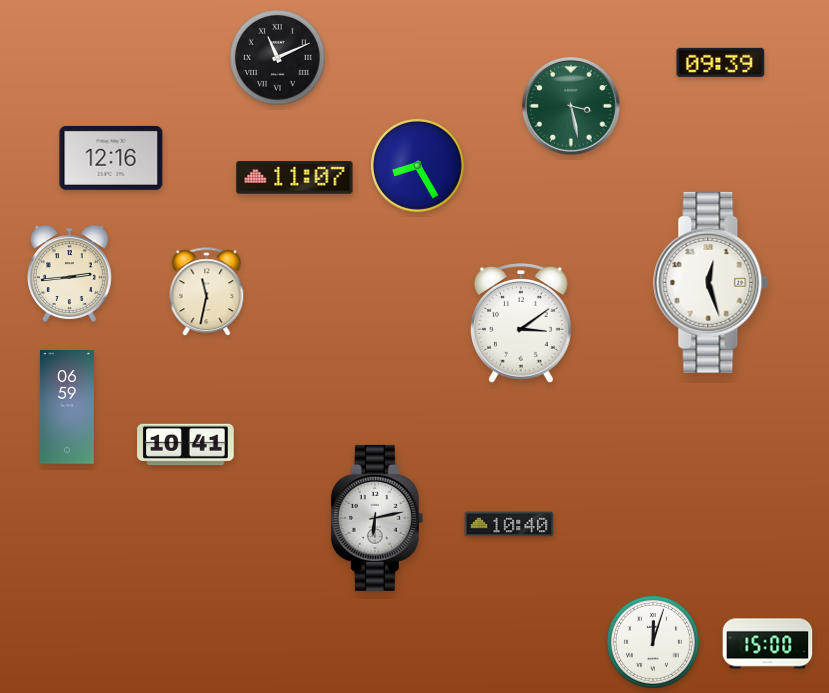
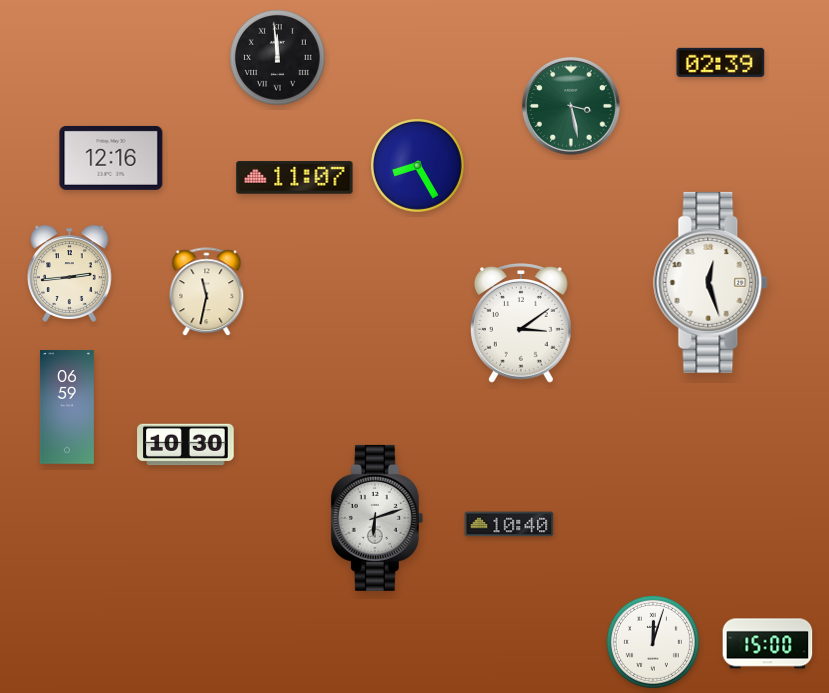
clock at (278, 58): 11:11 -> 11:59
clock at (721, 62): 09:39 -> 02:39
clock at (186, 445): 10:41 -> 10:30
clock at (377, 518): 6:13 -> 6:12
